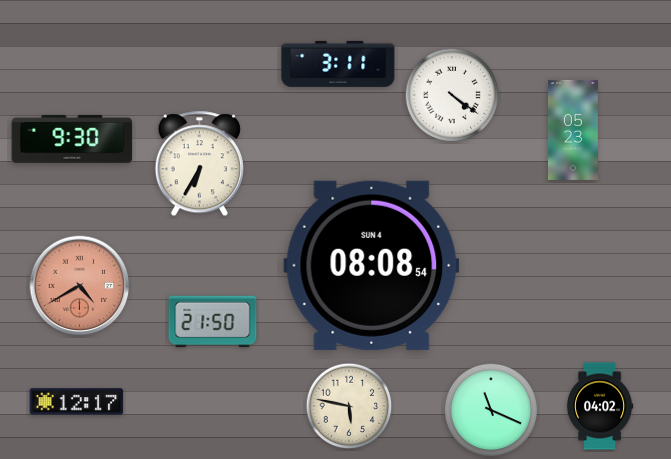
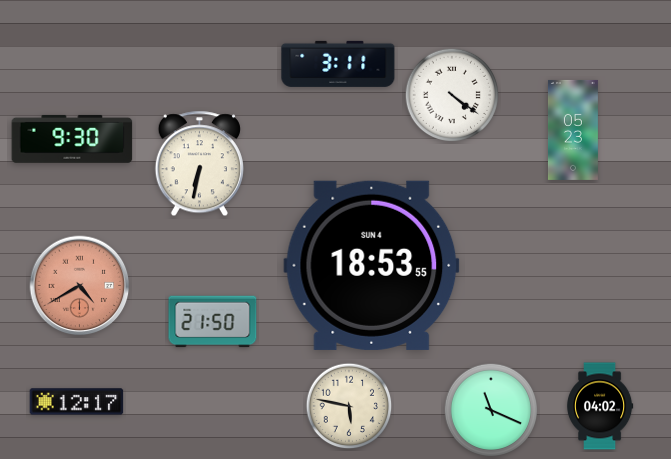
clock at (199, 164): 6:35 -> 6:32
clock at (372, 265): 08:08 -> 18:53
